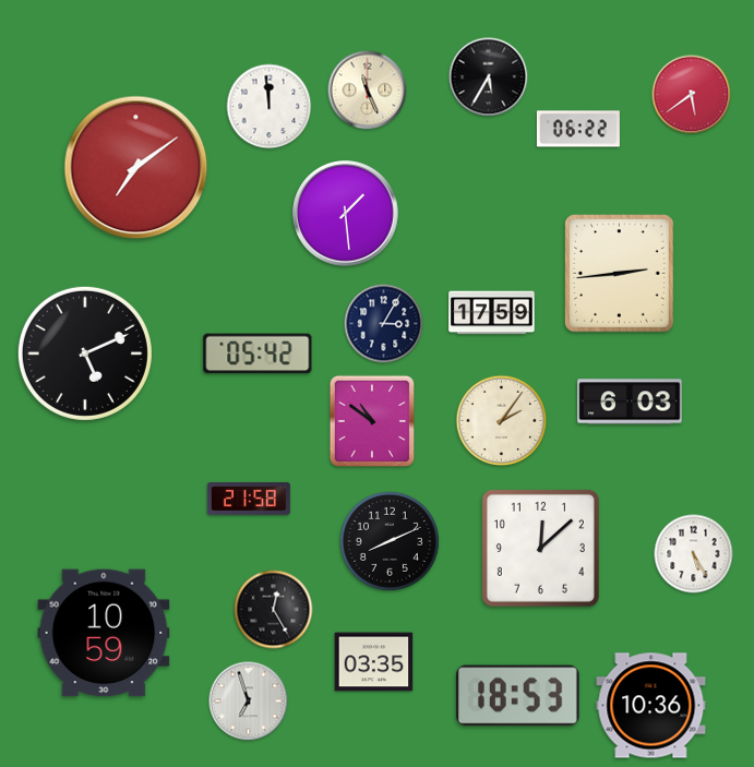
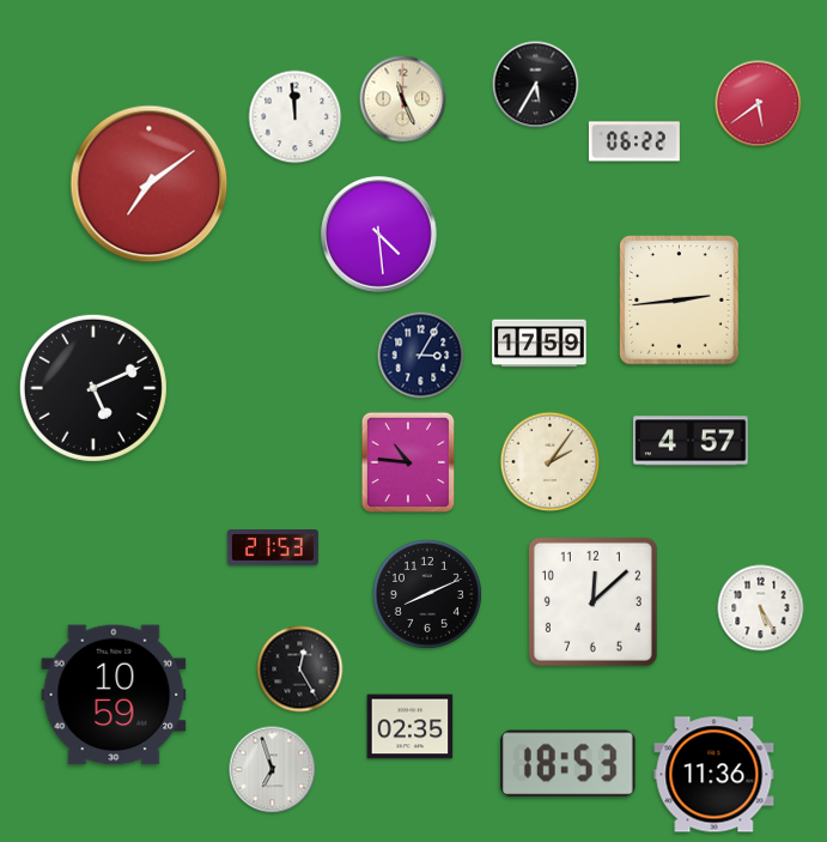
clock at (346, 214): 1:29 -> 4:29
clock at (258, 353): 05:42 -> none
clock at (630, 402): 6:03 -> 4:57
clock at (371, 421): 10:51 -> 10:46
clock at (249, 500): 21:58 -> 21:53
clock at (374, 662): 03:35 -> 02:35
clock at (651, 706): 10:36 -> 11:36
